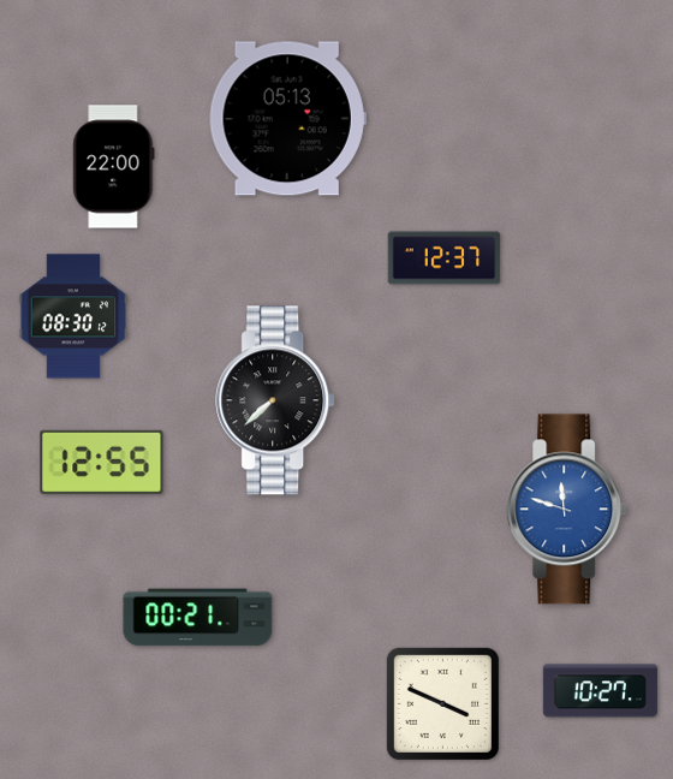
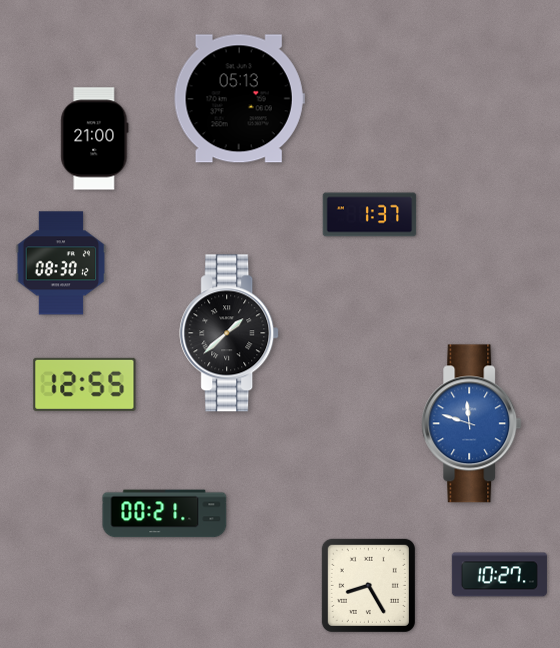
clock at (114, 167): 22:00 -> 21:00
clock at (445, 258): 12:37 -> 1:37
clock at (276, 400): 7:38 -> 1:38
clock at (442, 703): 3:49 -> 8:25
